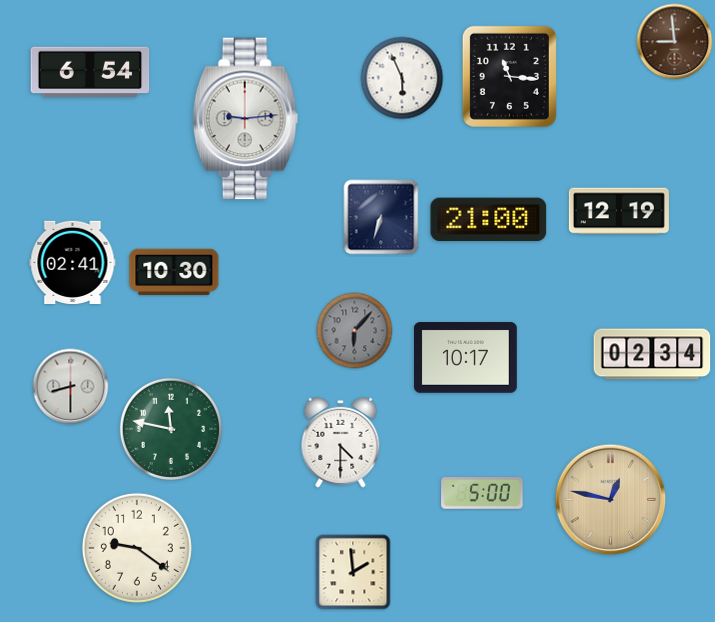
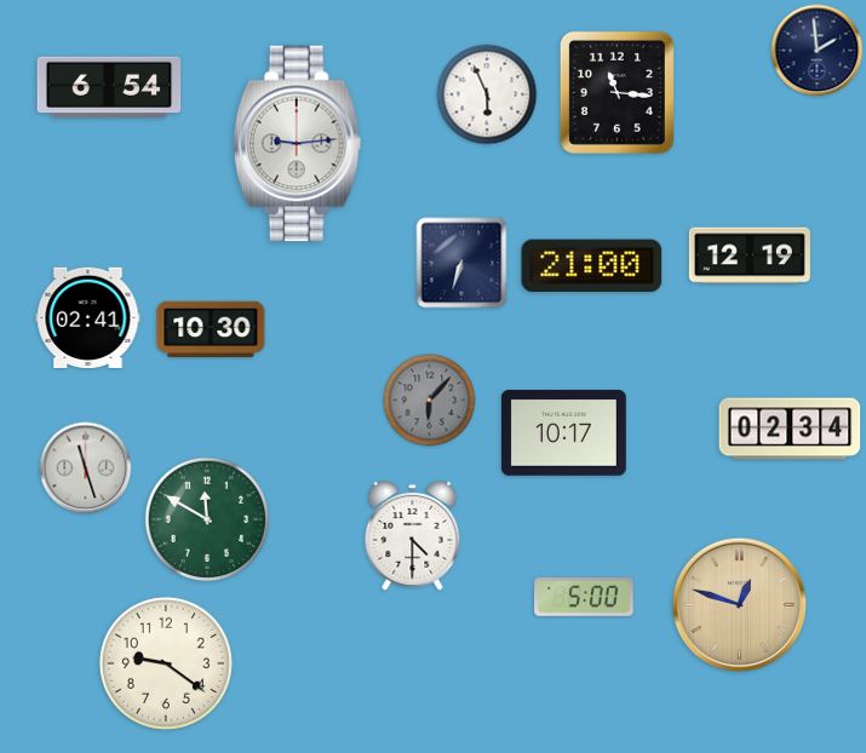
clock at (675, 42): 8:59 -> 1:59
clock at (675, 42) dial: brown -> navy
clock at (71, 387): 8:30 -> 11:27
clock at (170, 428): 11:47 -> 11:50
clock at (611, 500): 12:47 -> 12:48
clock at (353, 572): 1:59 -> none
